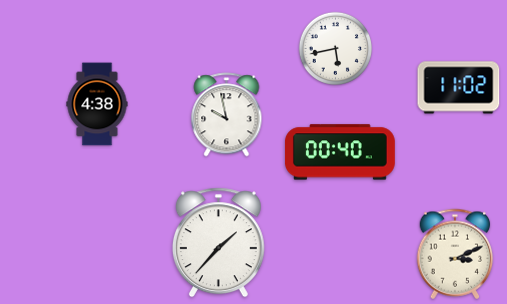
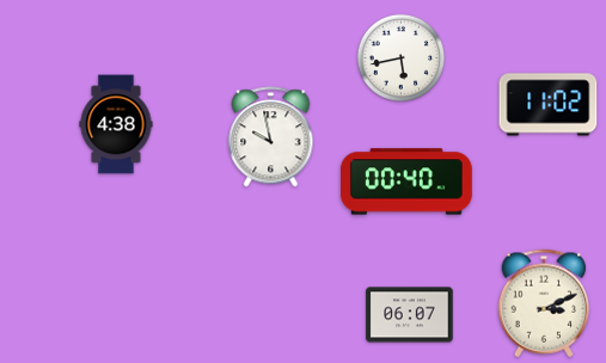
clock at (218, 243): 1:37 -> none
clock at (410, 315): none -> 06:07
